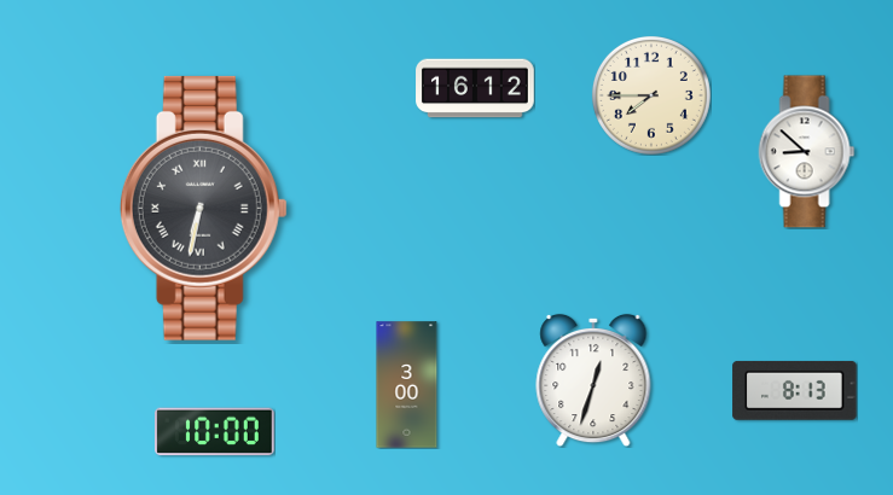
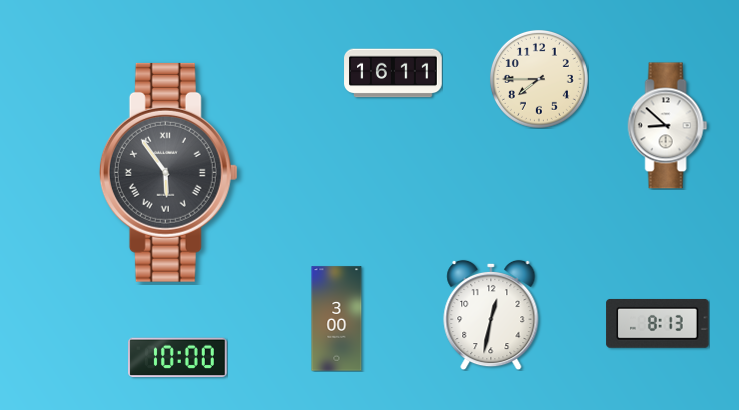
clock at (475, 88): 16:12 -> 16:11
clock at (203, 208): 6:32 -> 5:54
clock at (593, 380): 12:33 -> 12:32
